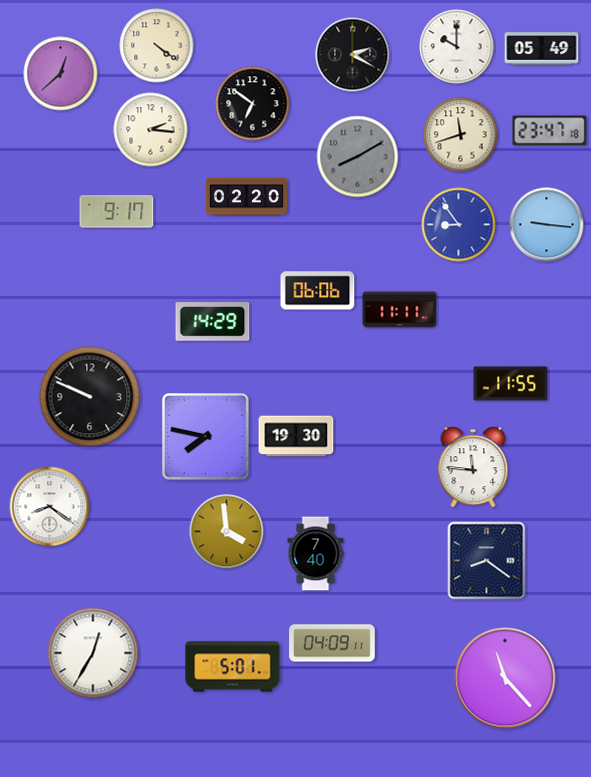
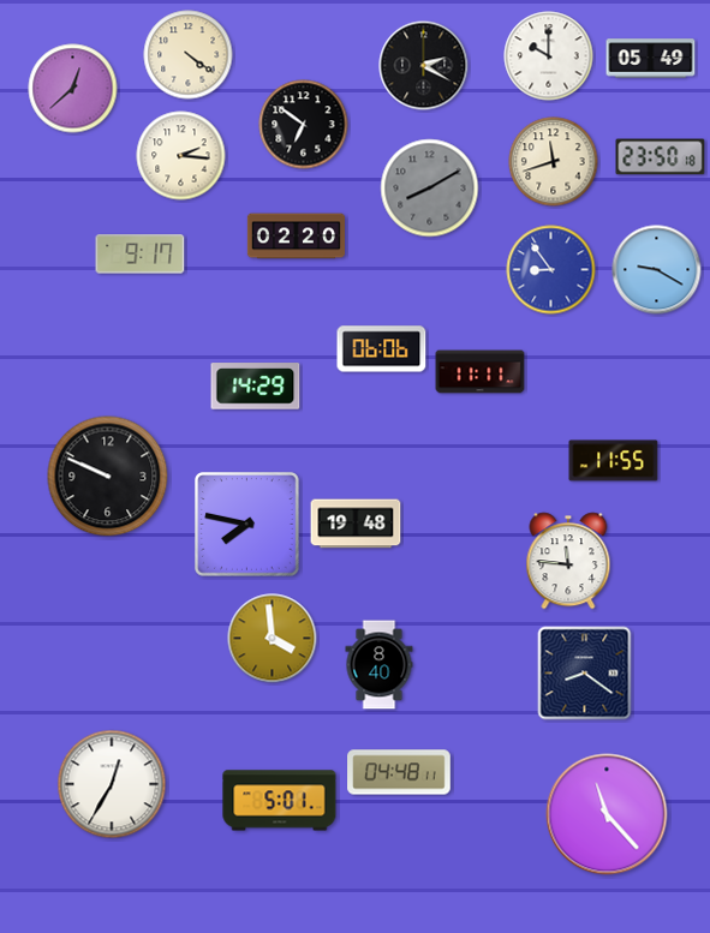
clock at (550, 131): 23:47 -> 23:50
clock at (547, 225): 9:16 -> 9:20
clock at (296, 436): 19:30 -> 19:48
clock at (50, 507): 8:21 -> none
clock at (316, 554): 7:40 -> 8:40
clock at (332, 643): 04:09 -> 04:48
